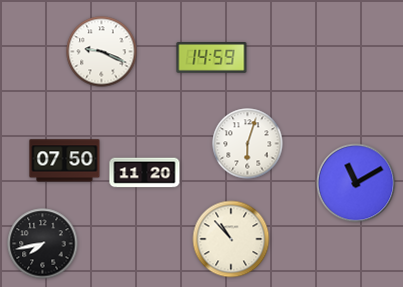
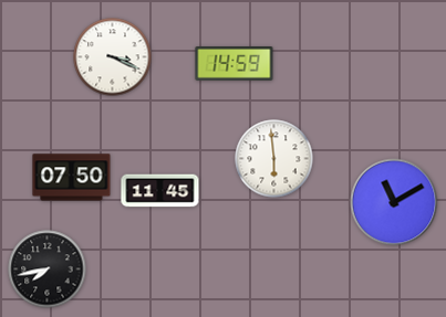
clock at (102, 52): 9:19 -> 3:19
clock at (248, 144): 6:03 -> 5:59
clock at (145, 173): 11:20 -> 11:45
clock at (231, 239): 10:53 -> none
